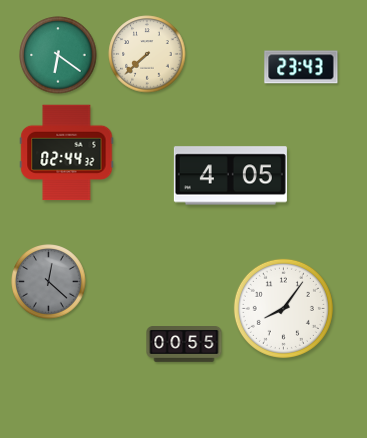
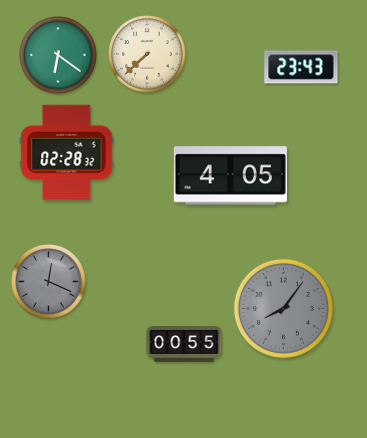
clock at (67, 153): 02:44 -> 02:28
clock at (49, 282): 12:22 -> 12:19
clock at (283, 308) dial: white -> grey
